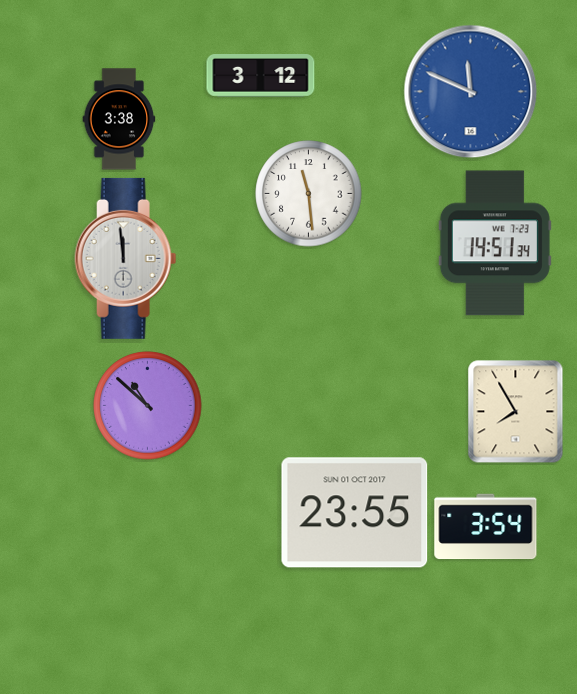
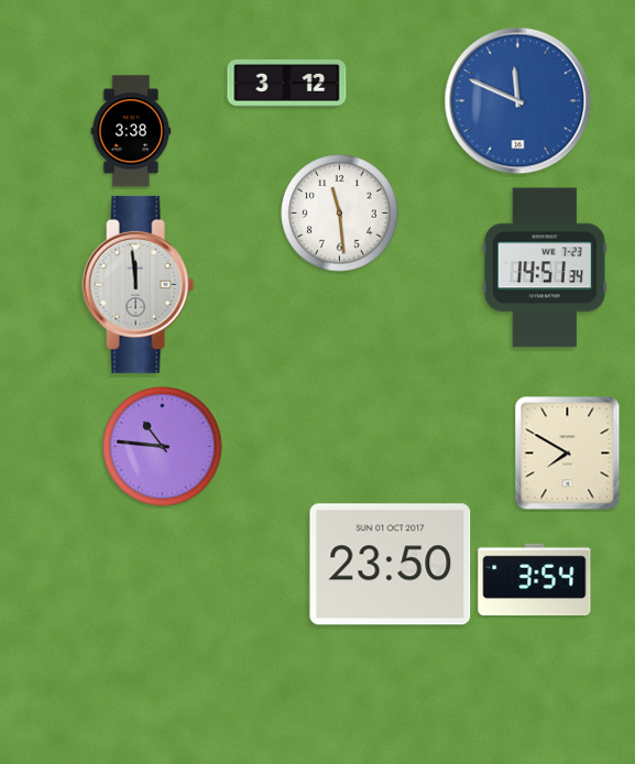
clock at (148, 406): 10:52 -> 10:46
clock at (516, 412): 7:55 -> 7:50
clock at (355, 513): 23:55 -> 23:50
